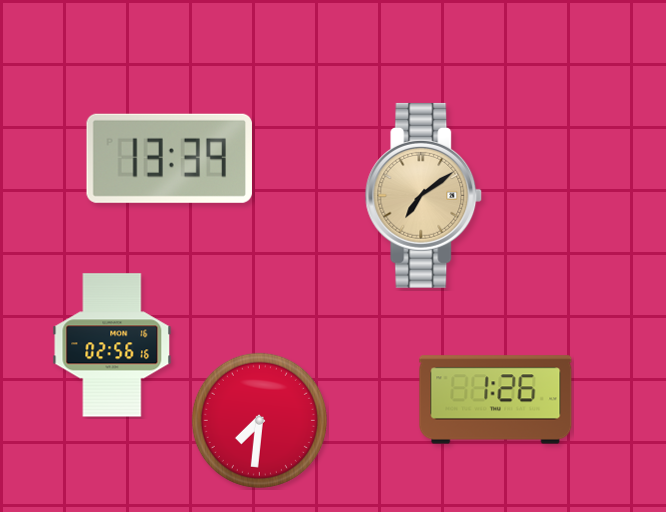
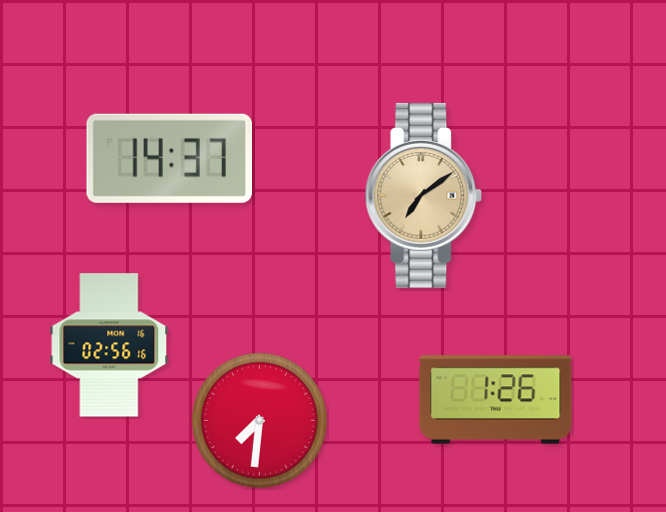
clock at (169, 158): 13:39 -> 14:37
clock at (112, 345) position: (112, 345) -> (109, 345)
